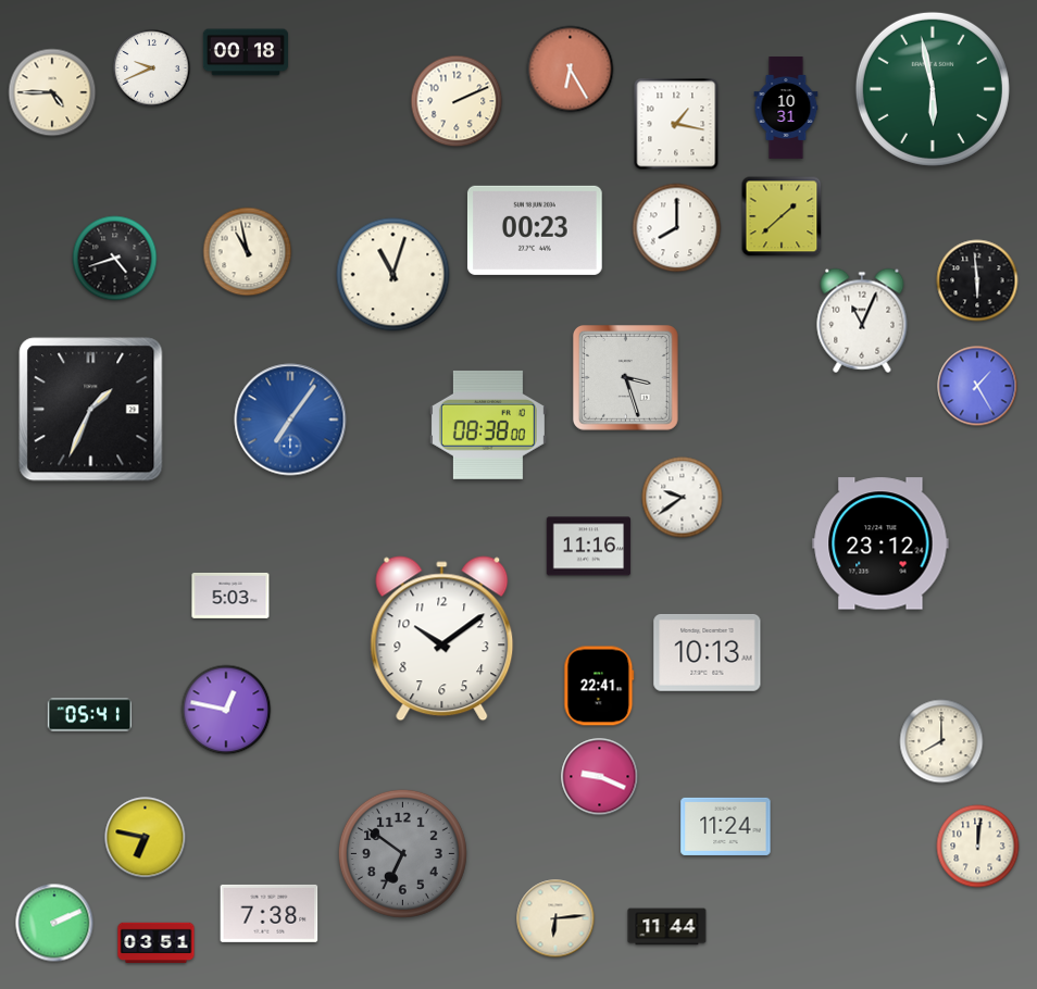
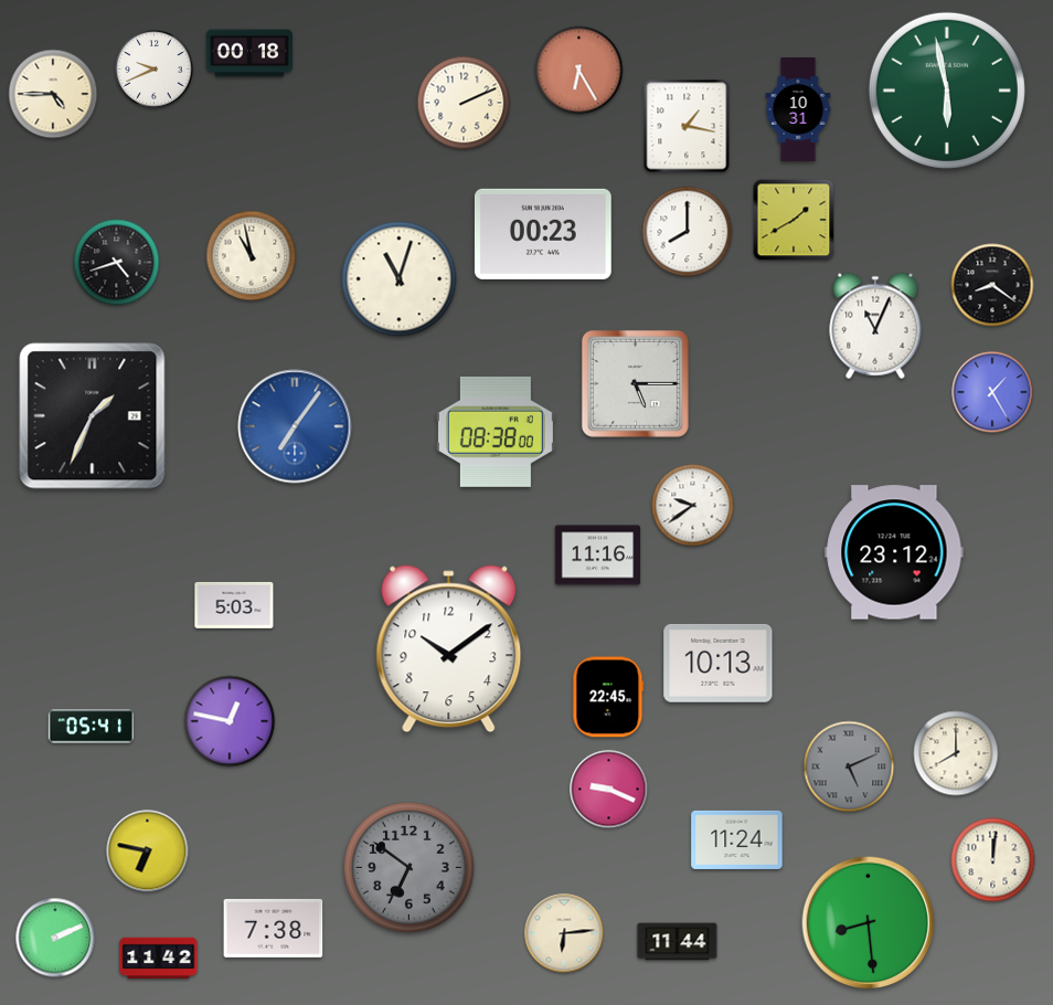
clock at (782, 216): 1:38 -> 1:40
clock at (977, 280): 5:59 -> 8:21
clock at (625, 377): 3:27 -> 5:15
clock at (599, 686): 22:41 -> 22:45
clock at (849, 766): none -> 5:11
clock at (869, 923): none -> 8:29
clock at (157, 943): 03:51 -> 11:42
